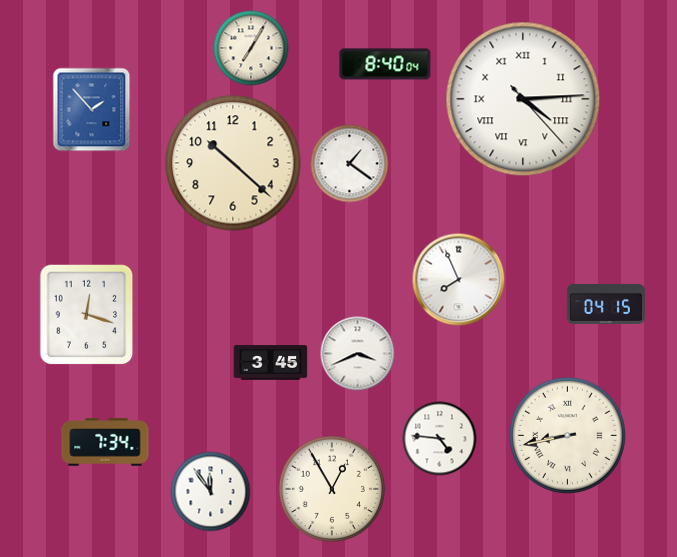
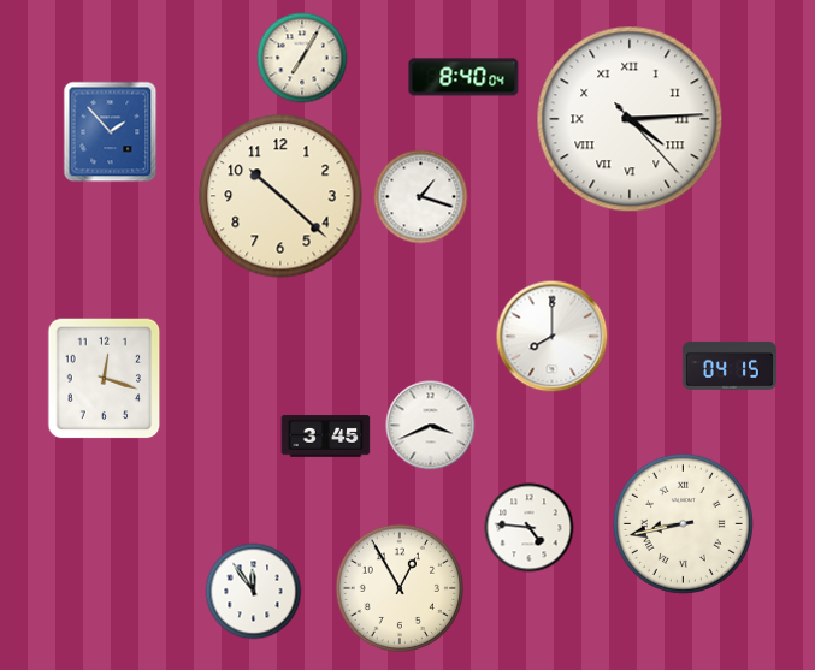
clock at (350, 164): 1:21 -> 1:18
clock at (459, 280): 7:56 -> 8:00
clock at (105, 442): 7:34 -> none
